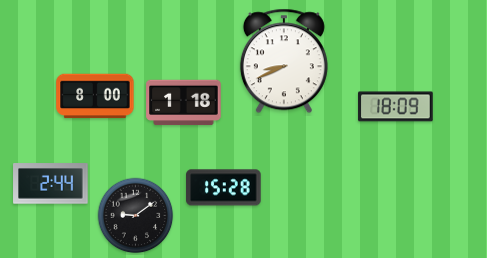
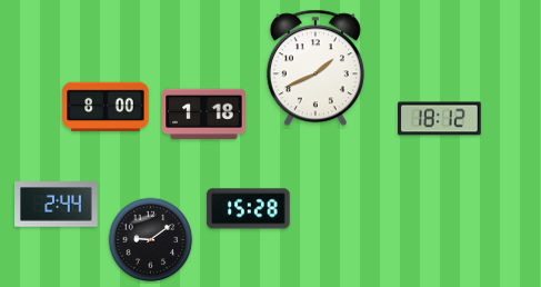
clock at (284, 61): 8:41 -> 1:41
clock at (396, 107): 18:09 -> 18:12
